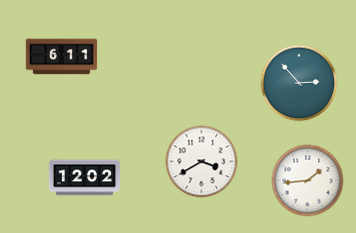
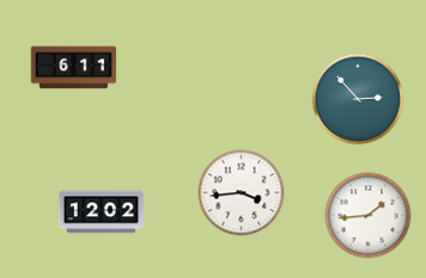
clock at (202, 162): 3:40 -> 3:44
